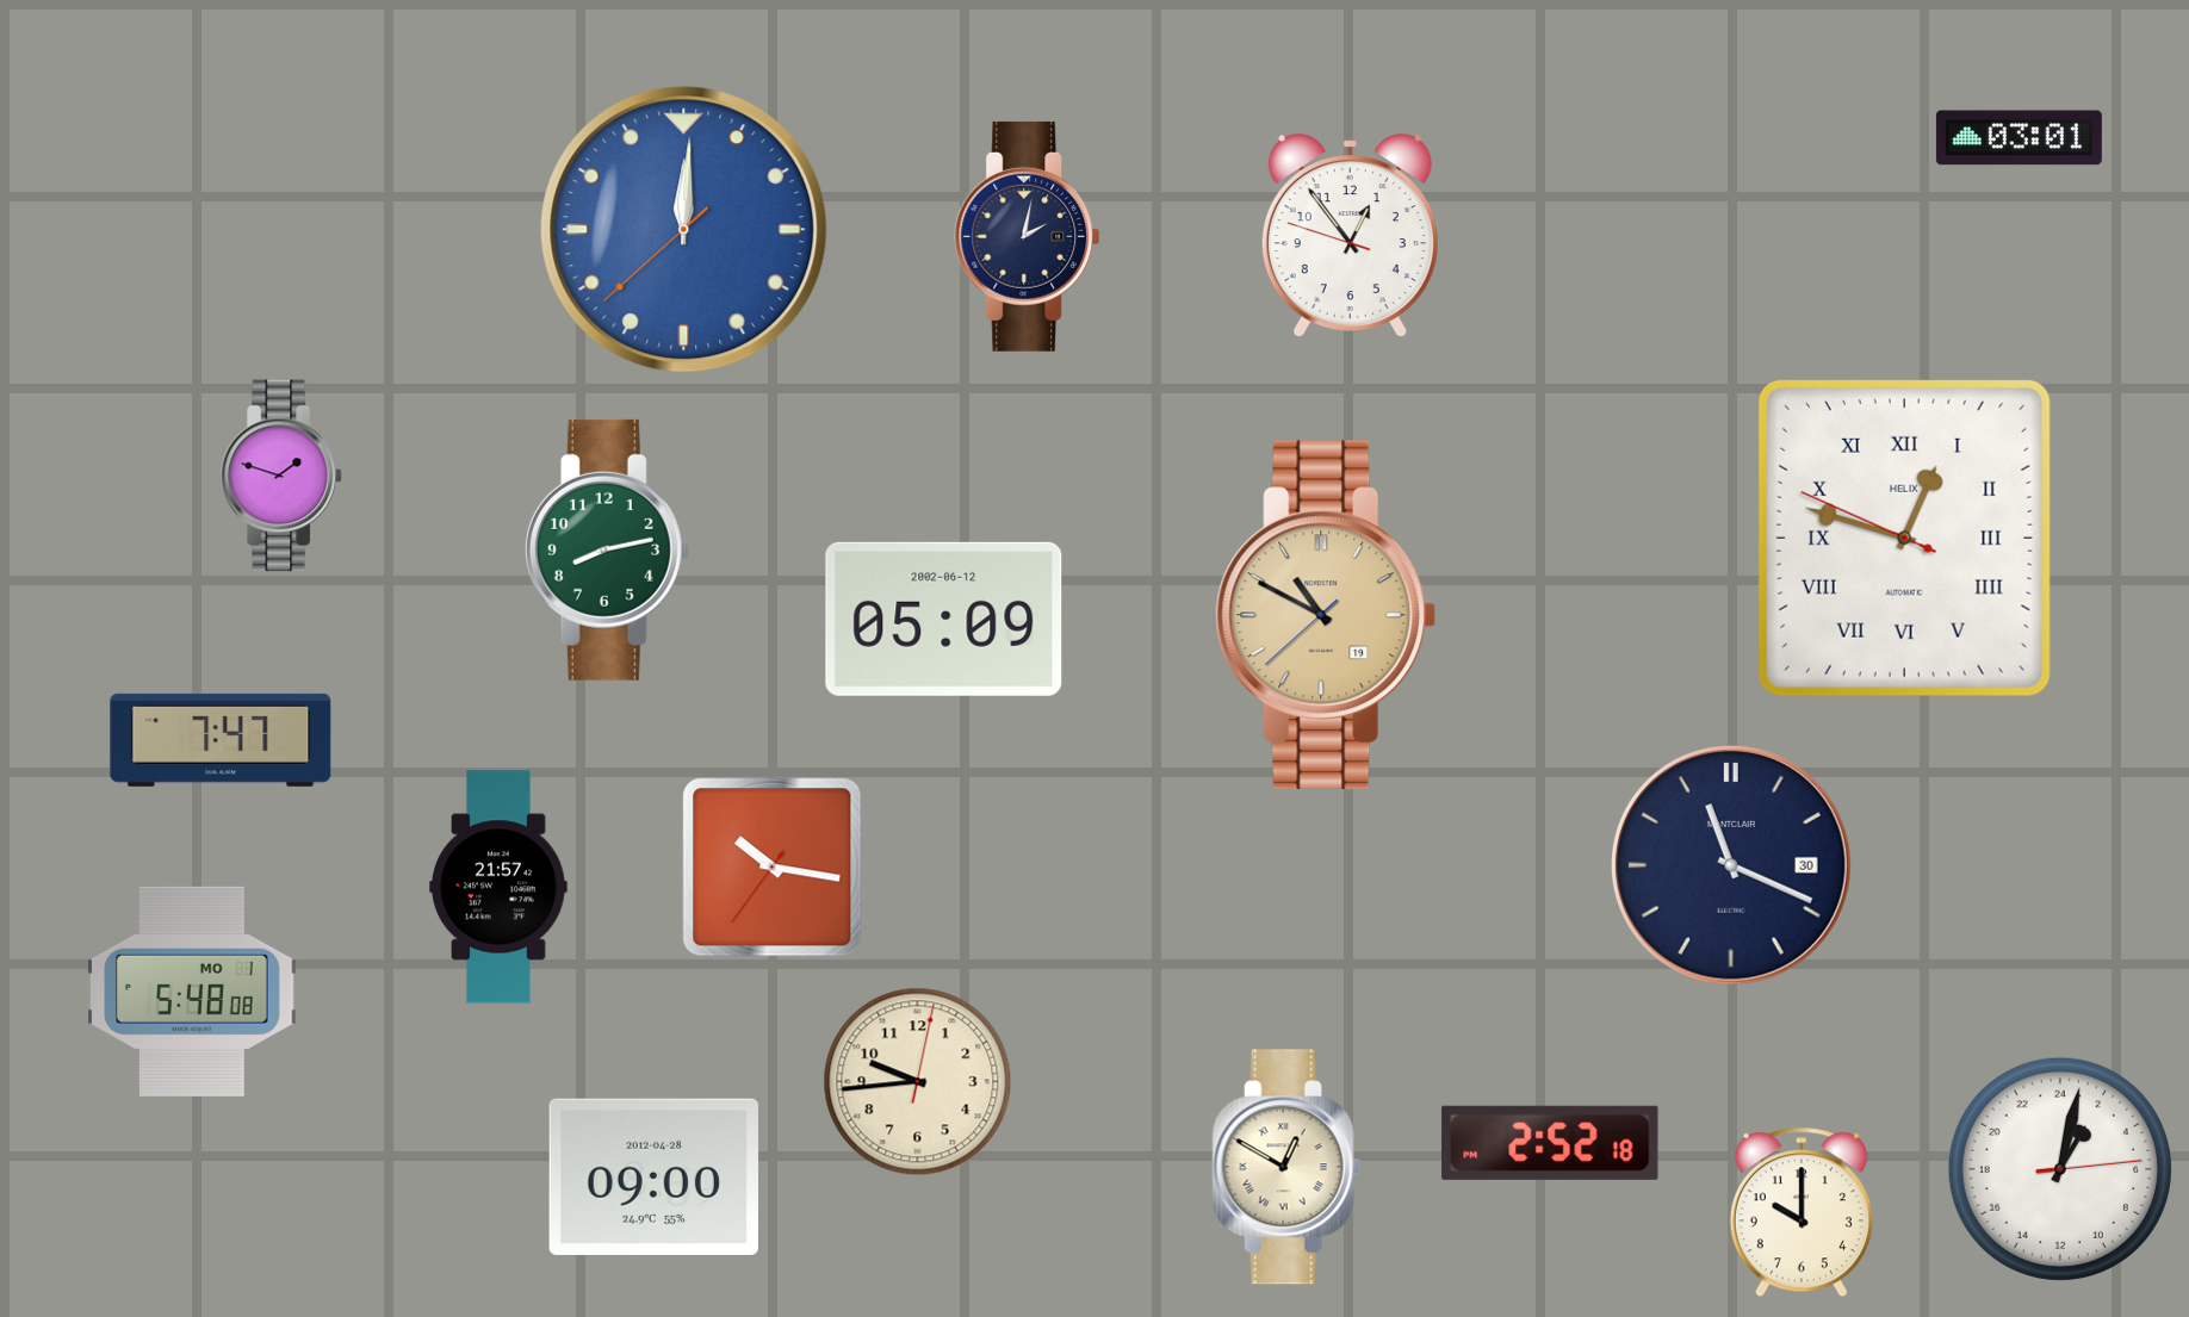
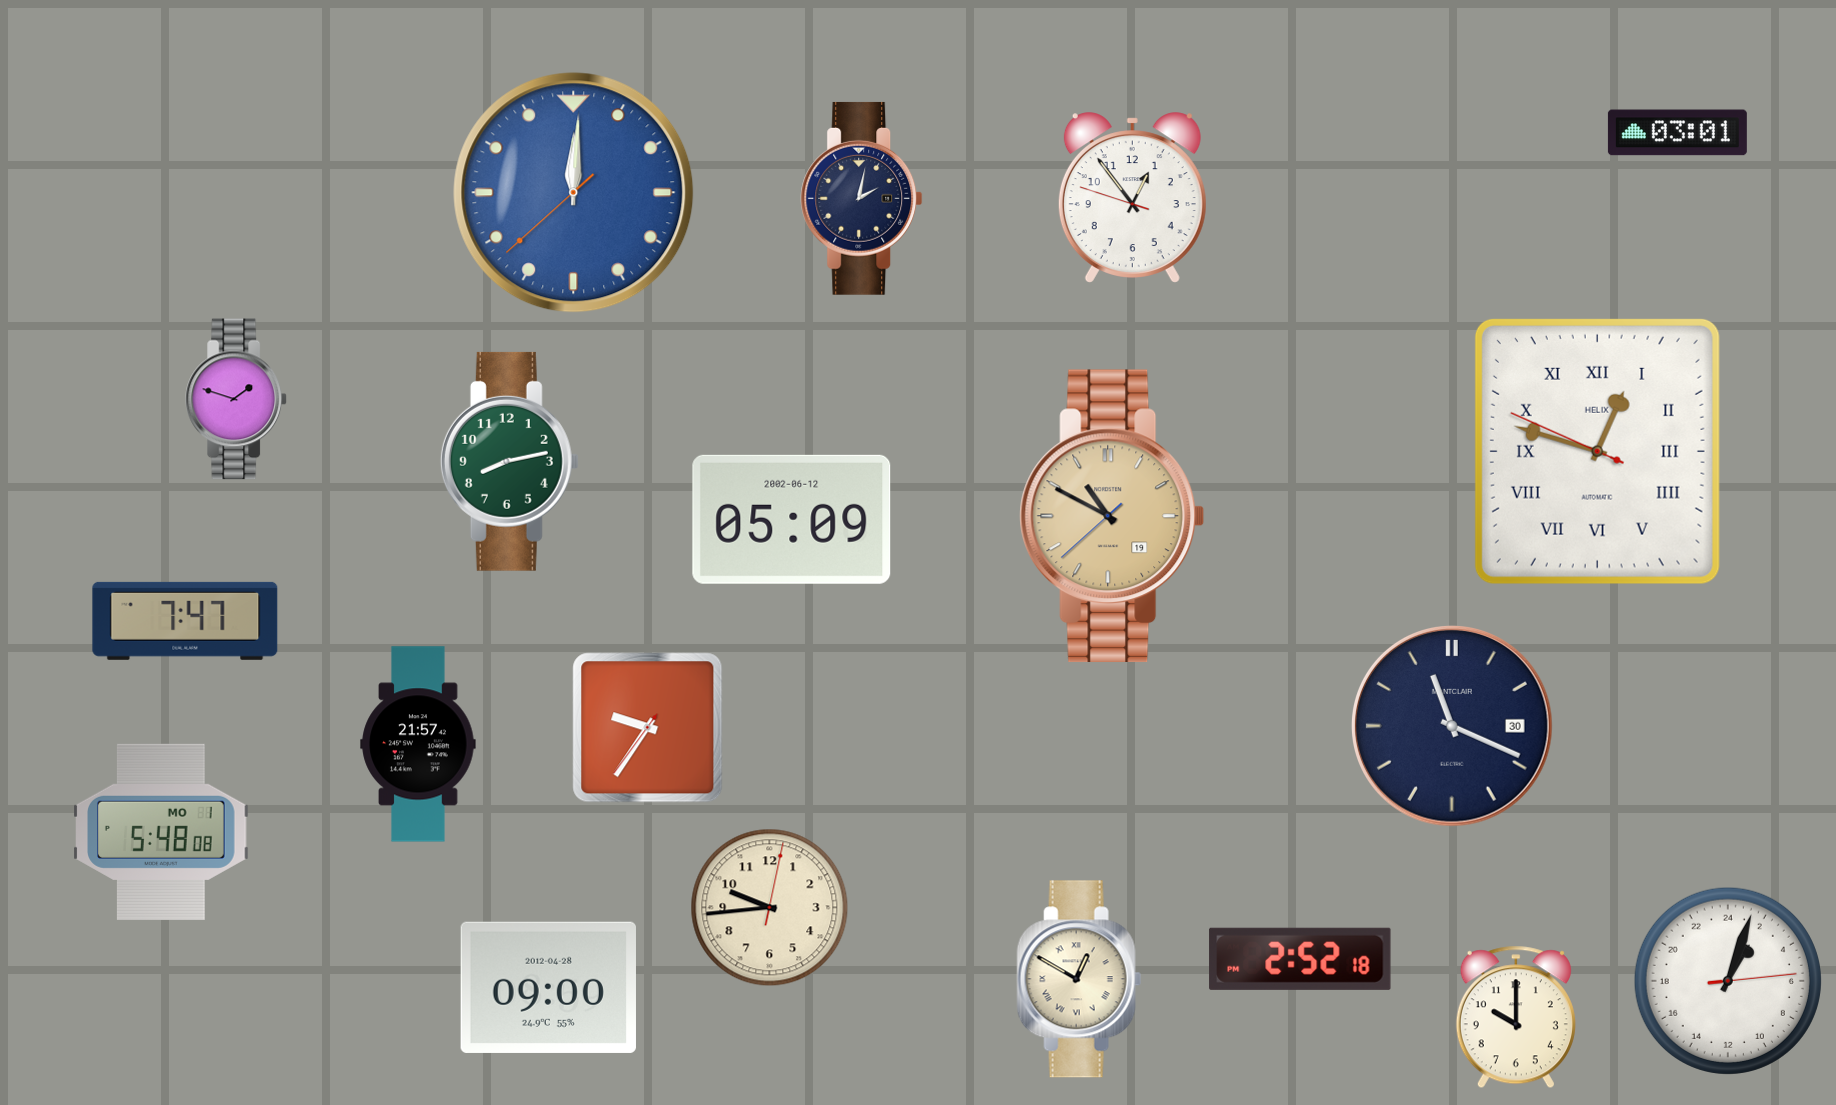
clock at (2019, 138) position: (2019, 138) -> (1677, 133)
clock at (773, 868): 10:16 -> 9:35
clock at (2060, 1169): 2:02 -> 2:03
clock at (1802, 1212) position: (1802, 1212) -> (1516, 1017)
